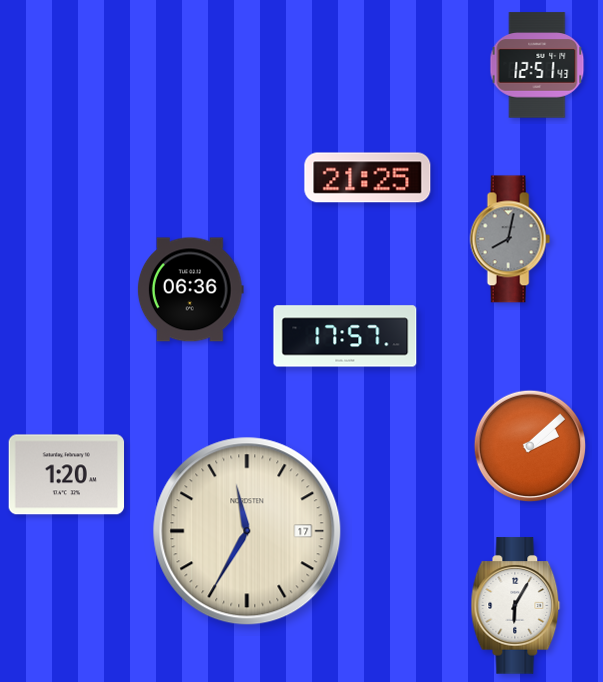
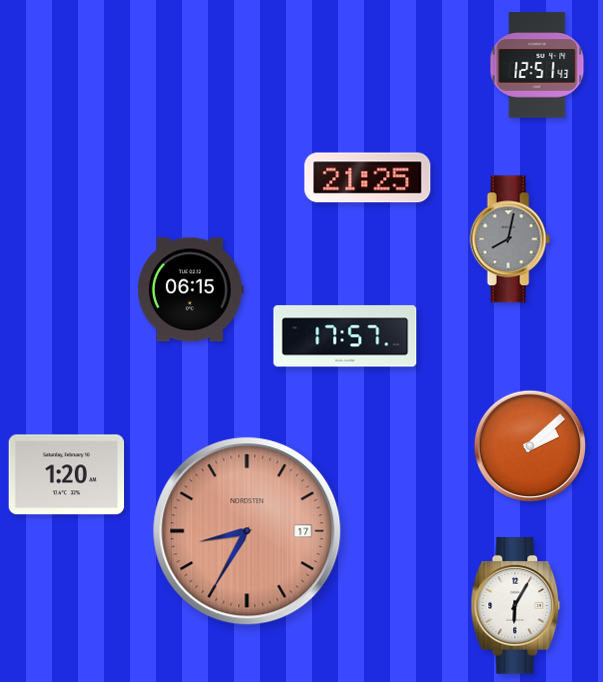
clock at (190, 290): 06:36 -> 06:15
clock at (247, 531): 11:35 -> 8:35
clock at (247, 531) dial: cream -> salmon
